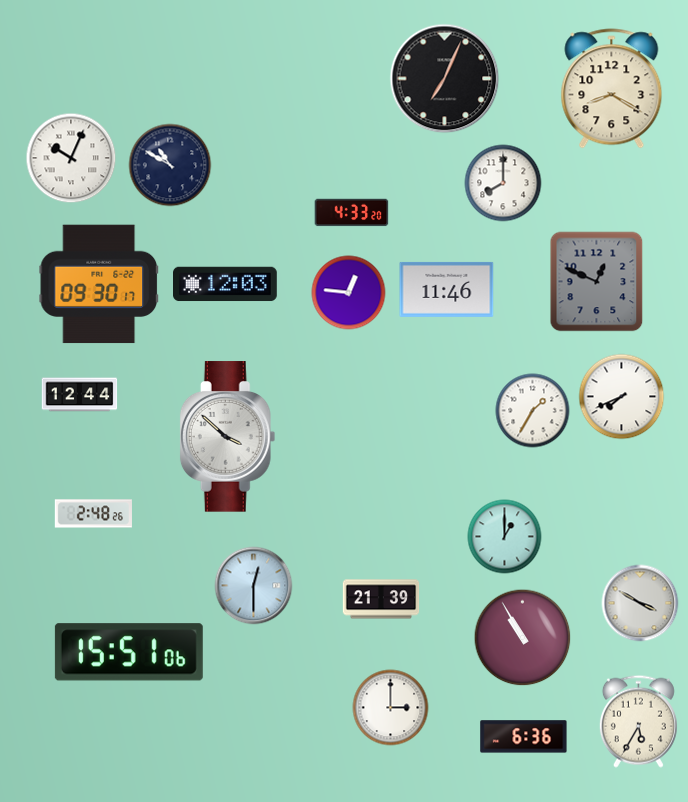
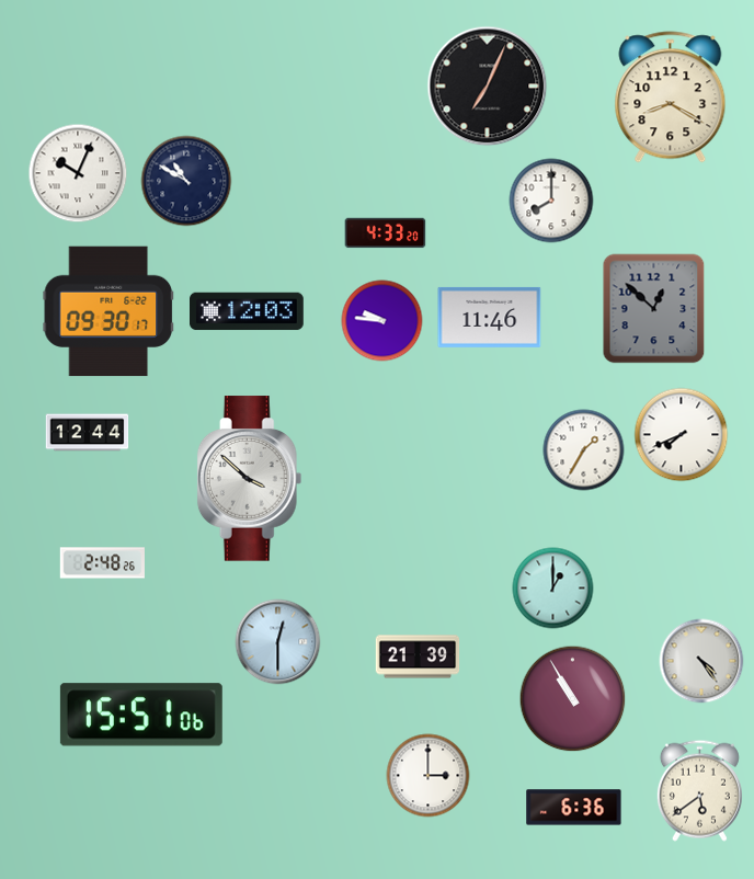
clock at (597, 282): 12:49 -> 12:52
clock at (349, 293): 12:46 -> 9:46
clock at (640, 603): 3:50 -> 4:24
clock at (638, 721): 5:35 -> 5:39
